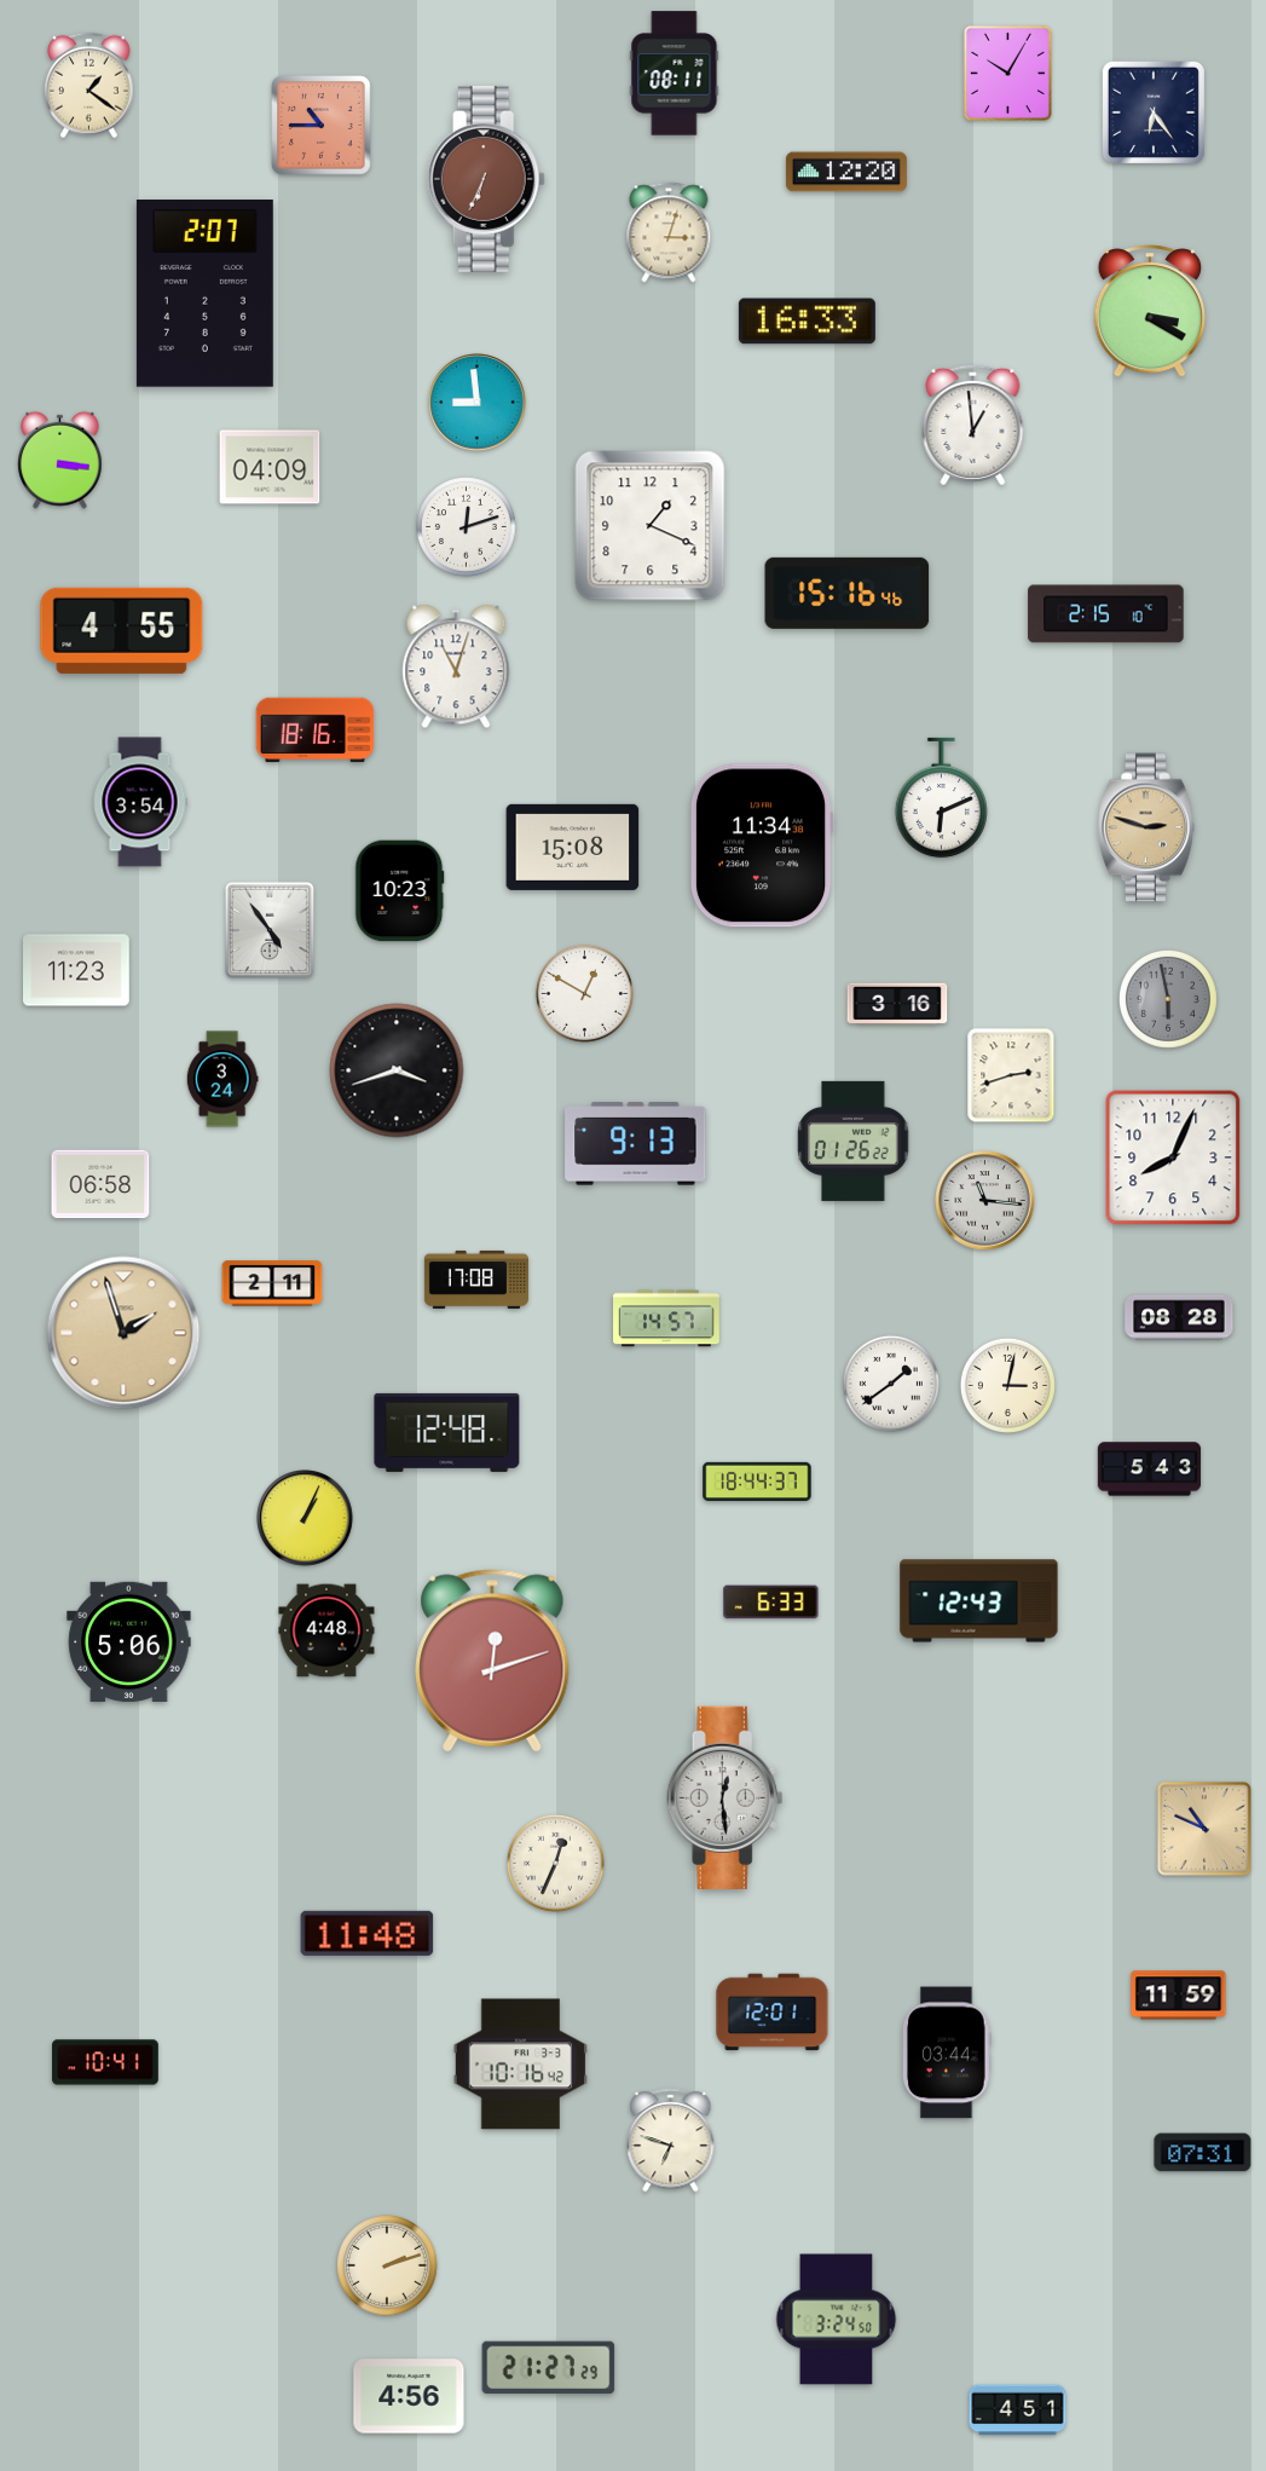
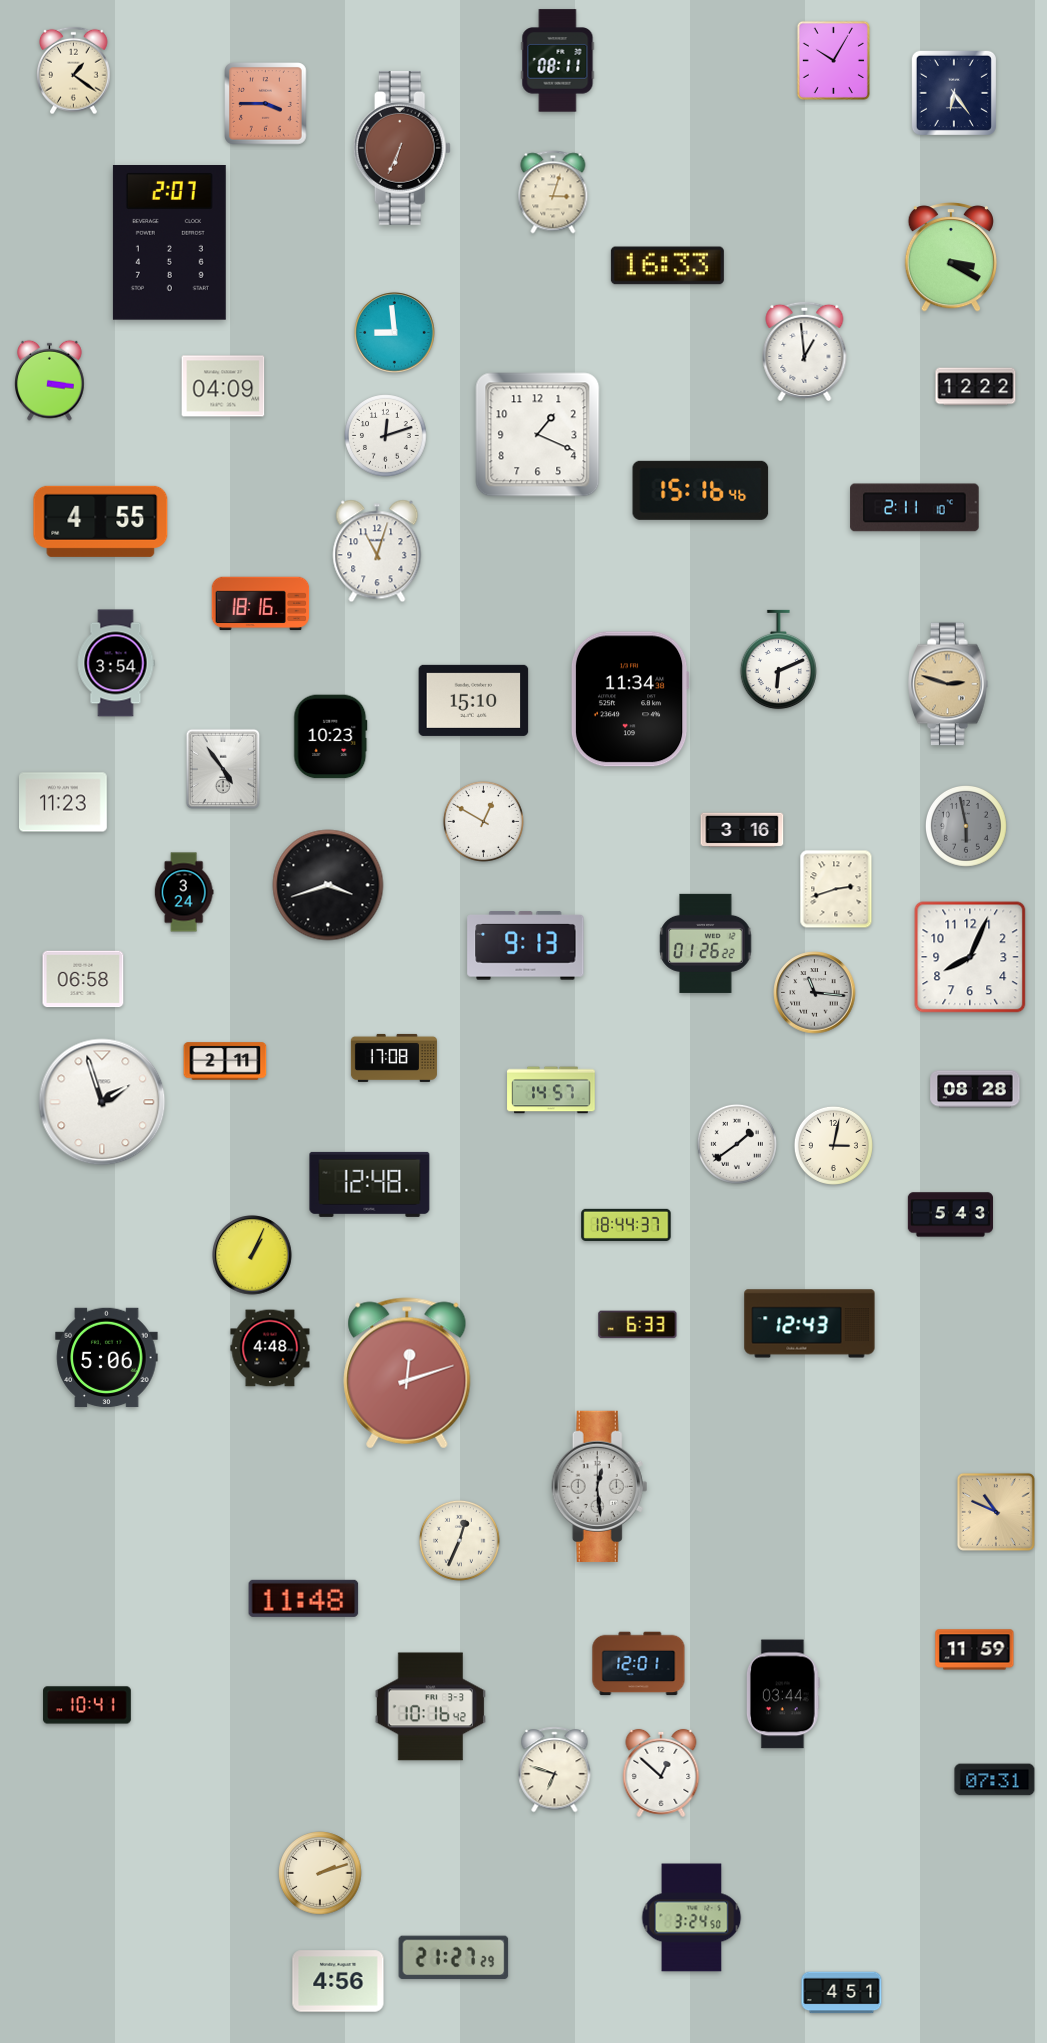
clock at (322, 126): 10:45 -> 3:45
clock at (846, 172): 12:20 -> none
clock at (976, 387): none -> 12:22
clock at (1106, 614): 2:15 -> 2:11
clock at (573, 847): 15:08 -> 15:10
clock at (123, 1333) dial: champagne -> white
clock at (947, 2053) position: (947, 2053) -> (783, 1694)
clock at (661, 1773): none -> 12:52
